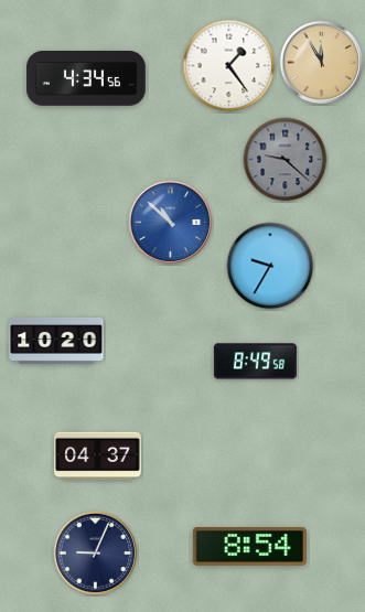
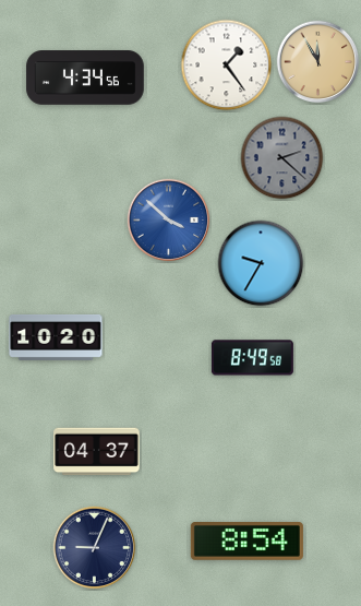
clock at (286, 160): 9:22 -> 2:22
clock at (171, 223): 10:52 -> 3:52
clock at (270, 266) position: (270, 266) -> (261, 263)
